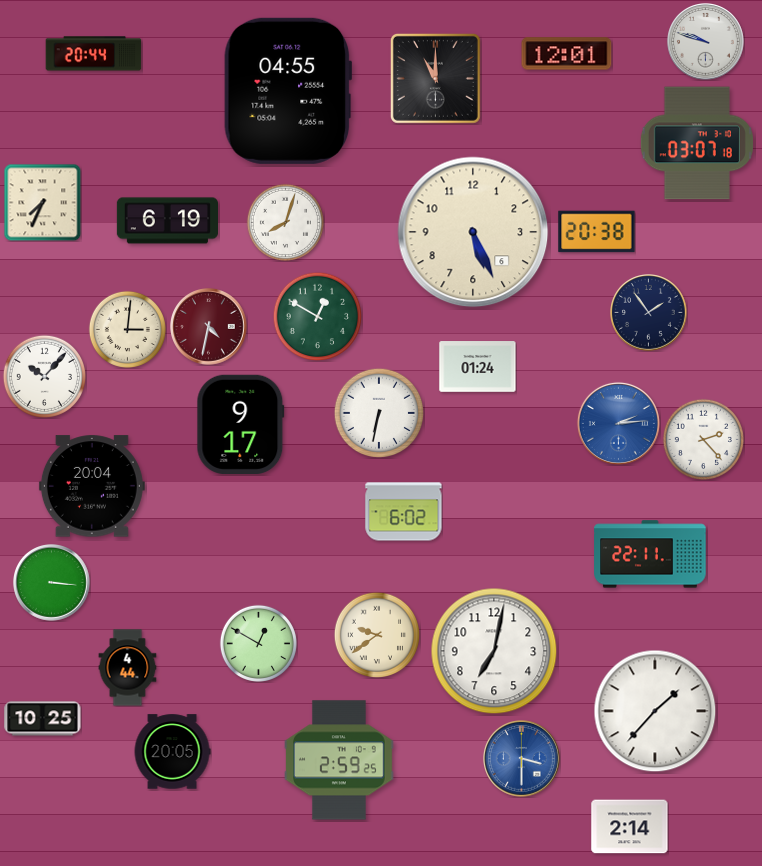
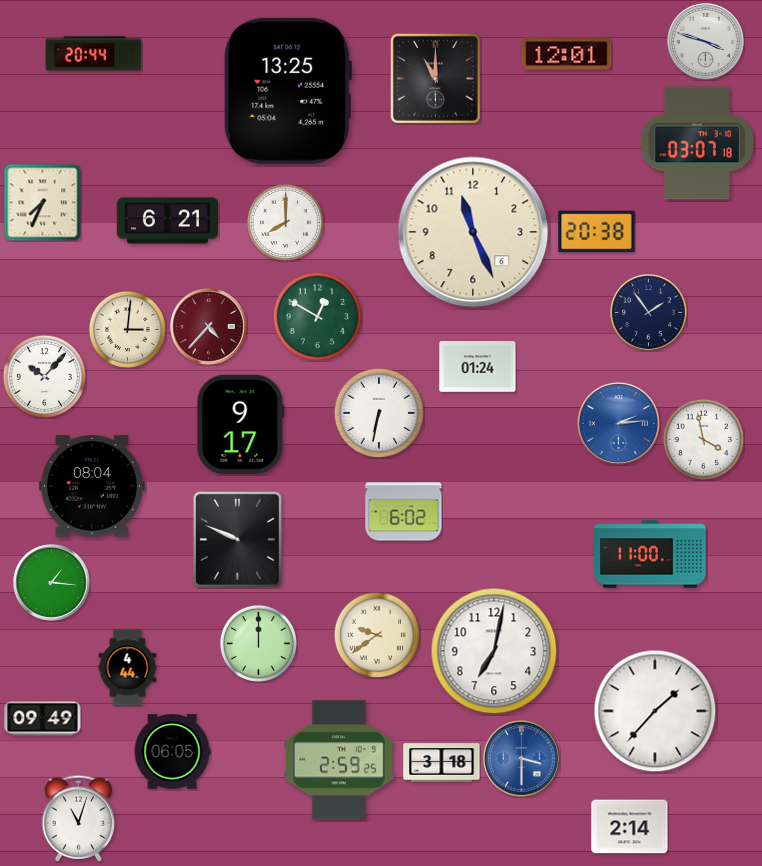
clock at (706, 42): 9:48 -> 3:48
clock at (288, 91): 04:55 -> 13:25
clock at (167, 221): 6:19 -> 6:21
clock at (285, 222): 8:03 -> 8:00
clock at (473, 232): 5:26 -> 11:26
clock at (209, 327): 4:32 -> 4:37
clock at (703, 439): 2:23 -> 3:58
clock at (92, 486): 20:04 -> 08:04
clock at (237, 539): none -> 9:49
clock at (650, 554): 22:11 -> 11:00
clock at (52, 583): 3:16 -> 1:16
clock at (258, 643): 12:50 -> 12:00
clock at (43, 719): 10:25 -> 09:49
clock at (172, 752): 20:05 -> 06:05
clock at (442, 763): none -> 3:18
clock at (79, 818): none -> 11:03
